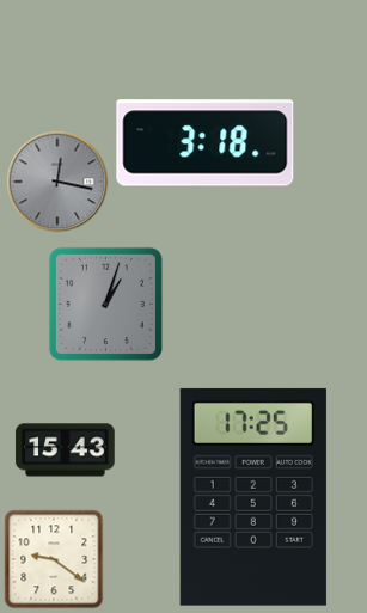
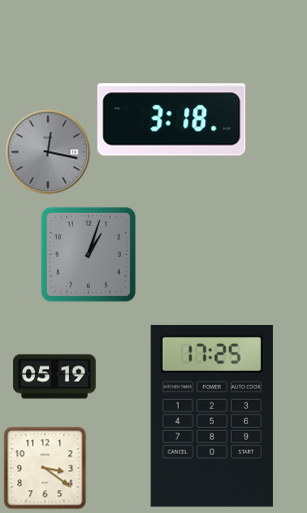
clock at (66, 450): 15:43 -> 05:19
clock at (54, 559): 9:21 -> 3:21
